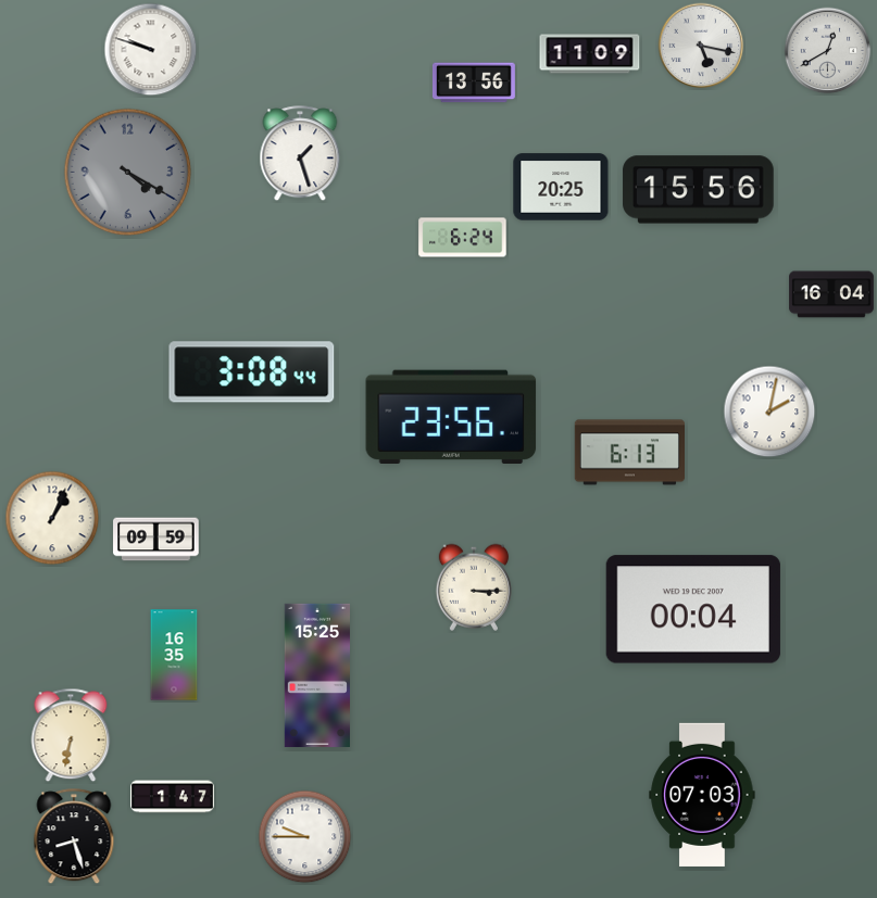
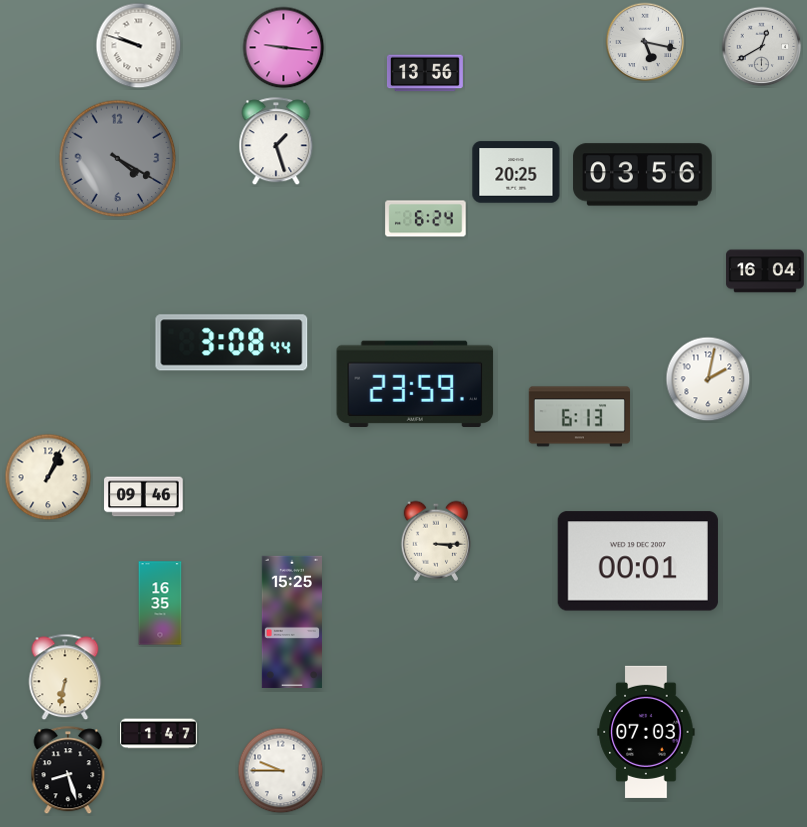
clock at (284, 48): none -> 9:16
clock at (590, 54): 11:09 -> none
clock at (474, 83) position: (474, 83) -> (425, 73)
clock at (699, 190): 15:56 -> 03:56
clock at (451, 416): 23:56 -> 23:59
clock at (156, 540): 09:59 -> 09:46
clock at (693, 609): 00:04 -> 00:01
